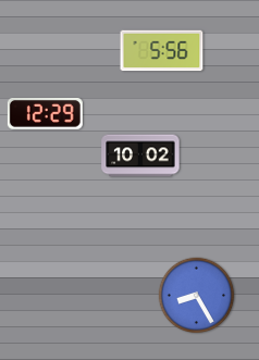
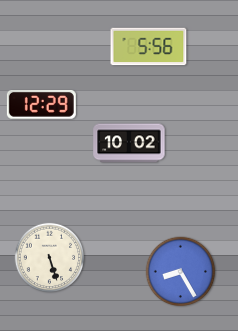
clock at (50, 258): none -> 5:27
